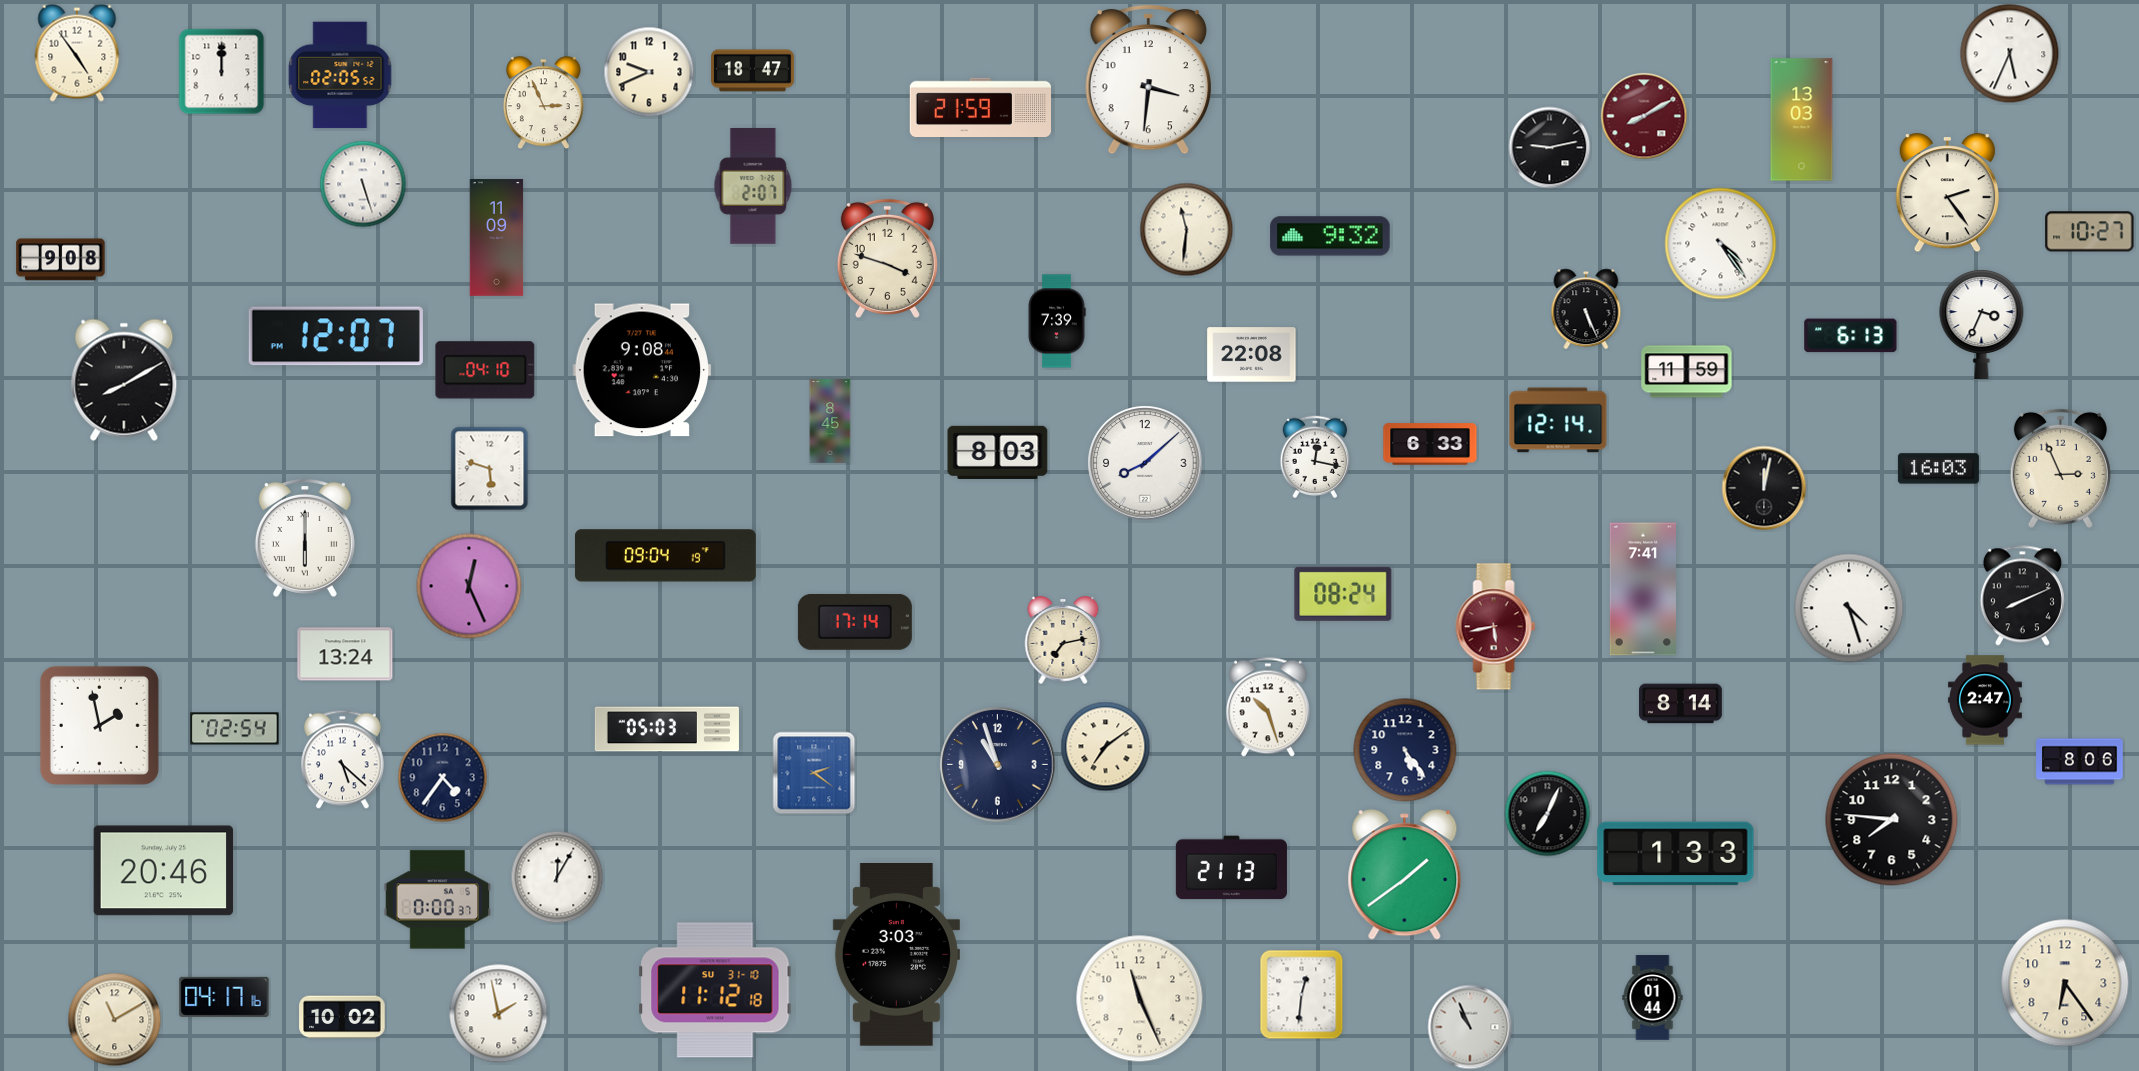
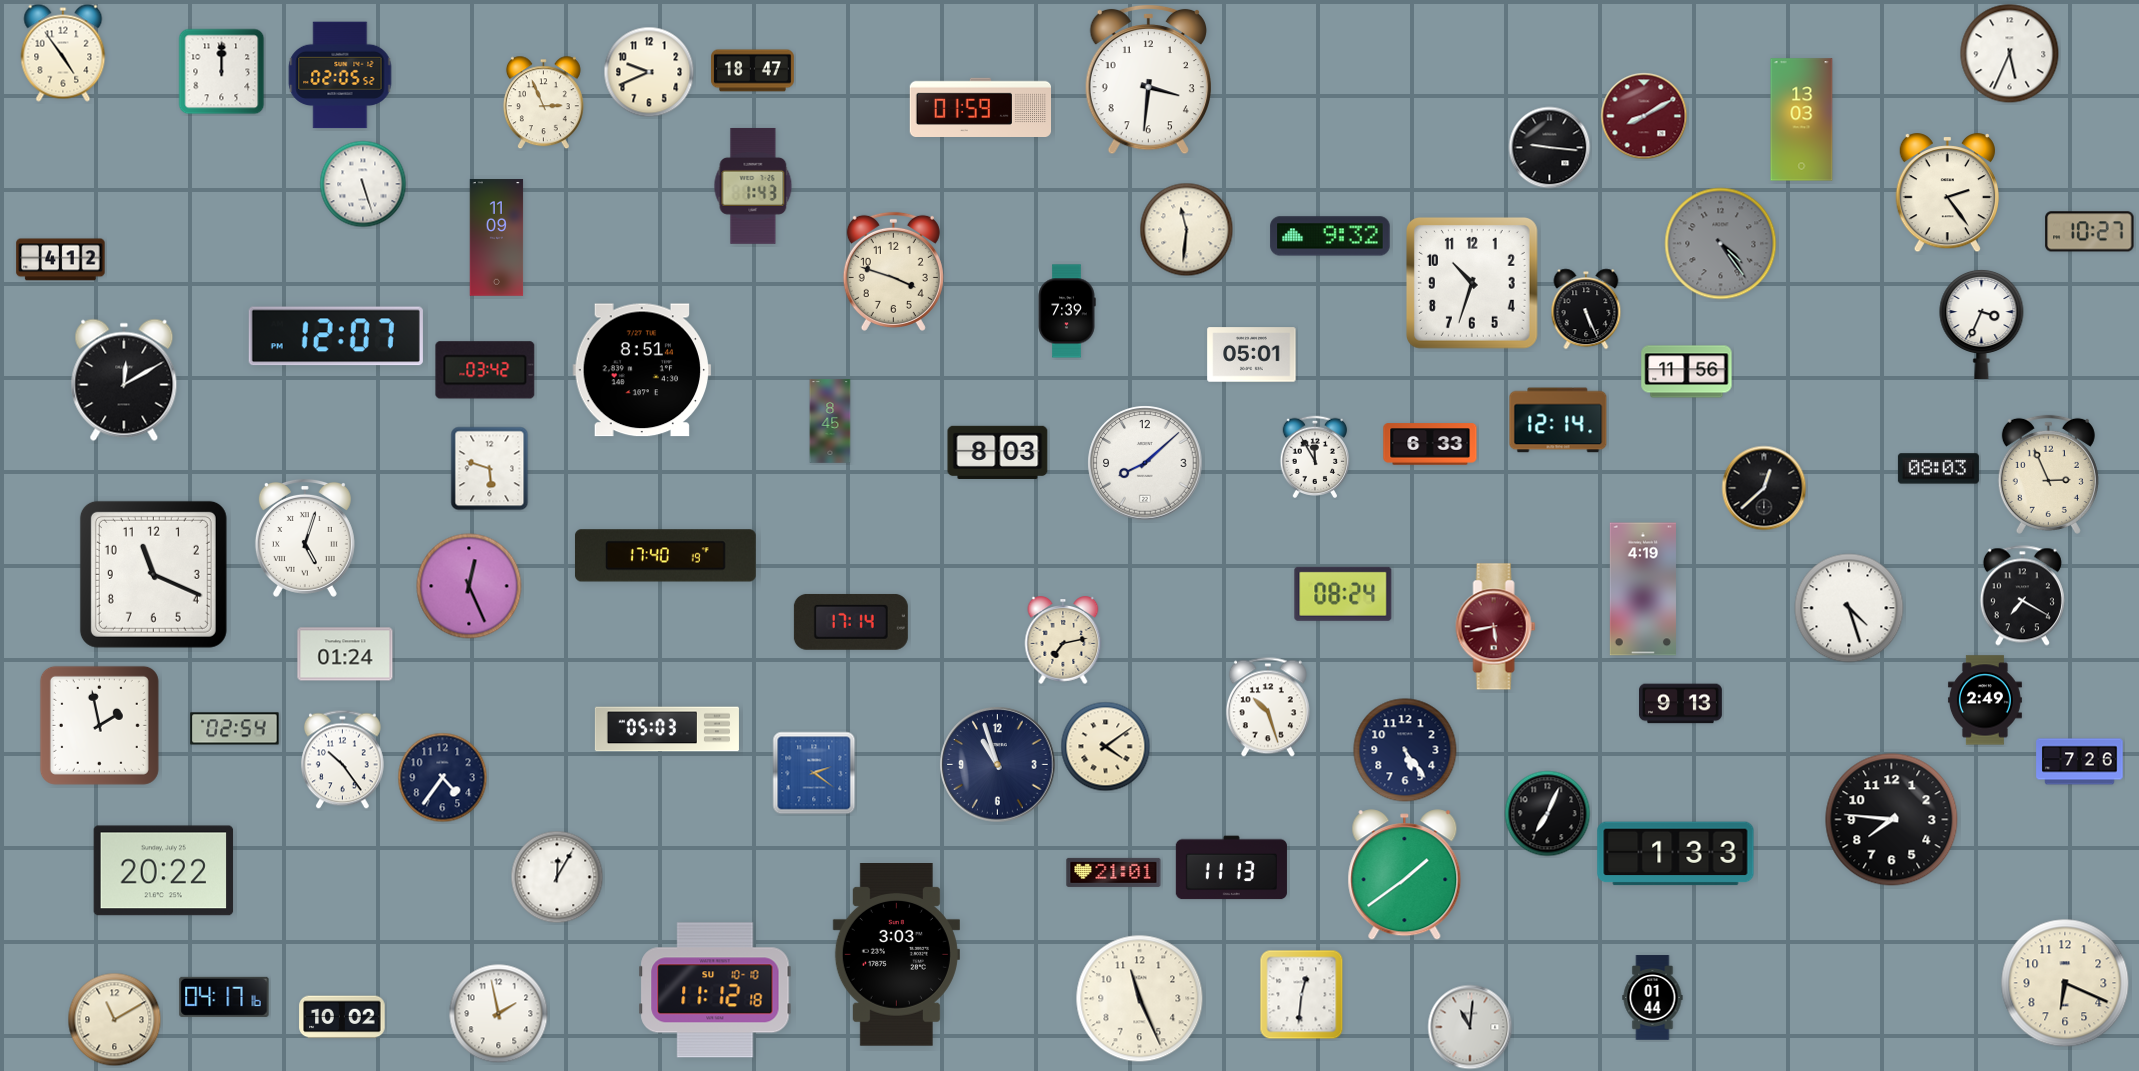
clock at (77, 53) position: (77, 53) -> (63, 53)
clock at (980, 107): 21:59 -> 01:59
clock at (1550, 148): 9:13 -> 9:16
clock at (753, 186): 2:07 -> 1:43
clock at (1721, 244) dial: white -> grey
clock at (887, 258) position: (887, 258) -> (893, 271)
clock at (61, 260): 9:08 -> 4:12
clock at (1472, 283): none -> 10:33
clock at (1057, 321) position: (1057, 321) -> (1067, 311)
clock at (1851, 336): 6:13 -> none
clock at (1252, 355): 22:08 -> 05:01
clock at (485, 370): 04:10 -> 03:42
clock at (642, 370): 9:08 -> 8:51
clock at (1687, 372): 11:59 -> 11:56
clock at (124, 380): 8:10 -> 12:10
clock at (1314, 456): 12:17 -> 11:55
clock at (2060, 468) position: (2060, 468) -> (2048, 474)
clock at (1938, 469): 16:03 -> 08:03
clock at (1764, 488): 12:02 -> 12:38
clock at (305, 538): 6:00 -> 5:03
clock at (665, 556): 09:04 -> 17:40
clock at (153, 574): none -> 11:19
clock at (1643, 589): 7:41 -> 4:19
clock at (2022, 596): 8:11 -> 7:20
clock at (855, 622) position: (855, 622) -> (851, 622)
clock at (345, 654): 13:24 -> 01:24
clock at (1985, 700): 2:47 -> 2:49
clock at (1681, 704): 8:14 -> 9:13
clock at (1106, 747): 7:09 -> 4:09
clock at (342, 760): 5:22 -> 10:24
clock at (2080, 762): 8:06 -> 7:26
clock at (1231, 868): 21:13 -> 11:13
clock at (164, 871): 20:46 -> 20:22
clock at (1114, 872): none -> 21:01
clock at (438, 900): 0:00 -> none
clock at (2065, 983): 6:24 -> 6:19
clock at (715, 990) date: SU 31-10 -> SU 10-10
clock at (1470, 1027): 10:56 -> 11:01
